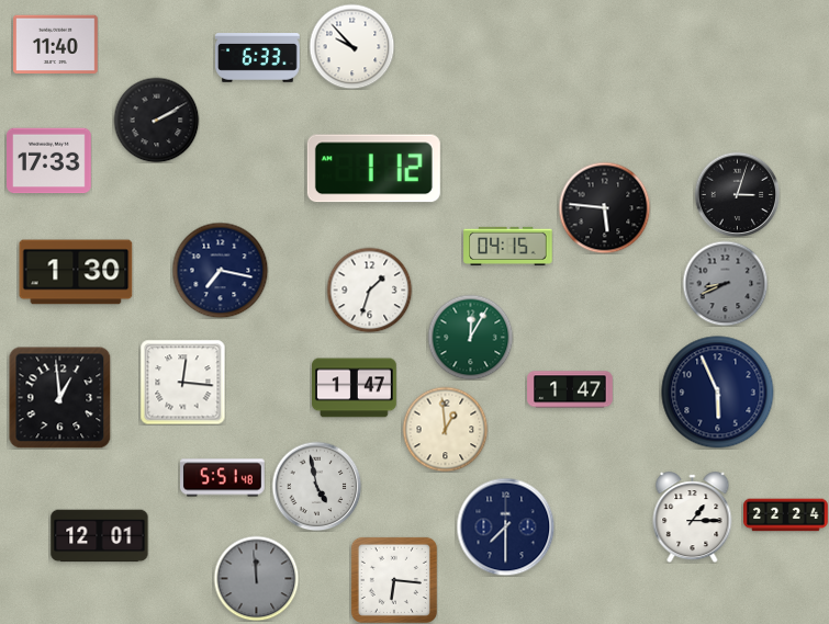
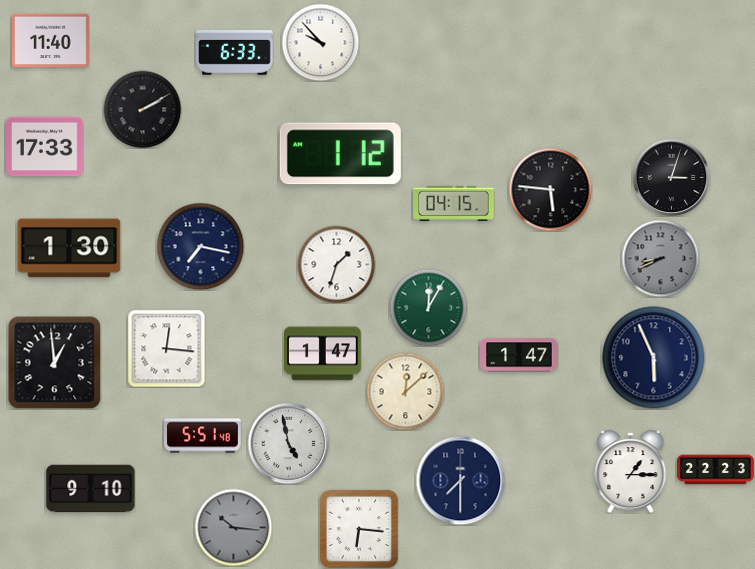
clock at (508, 246) position: (508, 246) -> (454, 203)
clock at (445, 429): 12:59 -> 12:08
clock at (786, 515): 22:24 -> 22:23
clock at (100, 536): 12:01 -> 9:10
clock at (256, 578): 11:59 -> 10:16
